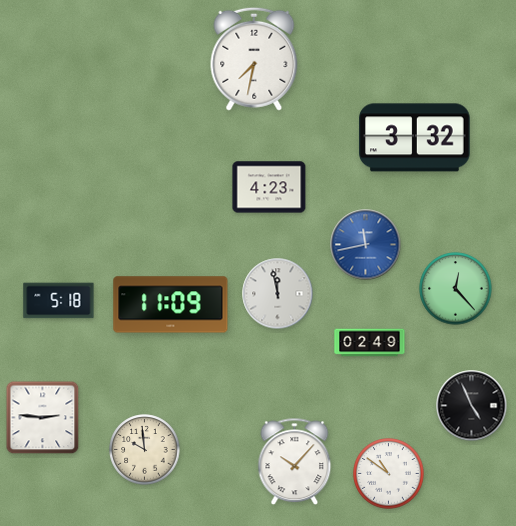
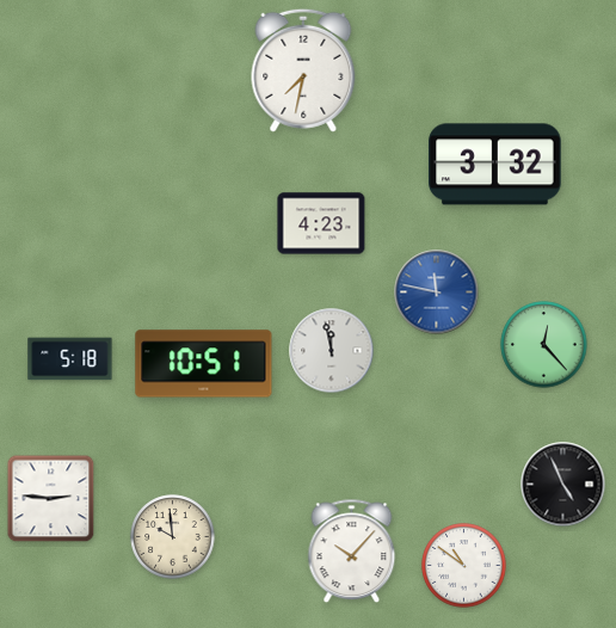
clock at (366, 245): 11:43 -> 11:47
clock at (171, 305): 11:09 -> 10:51
clock at (370, 343): 02:49 -> none
